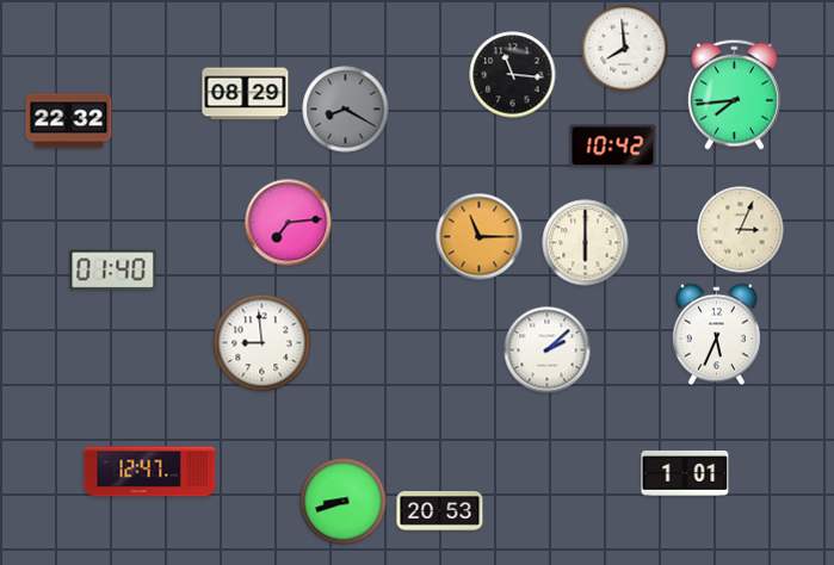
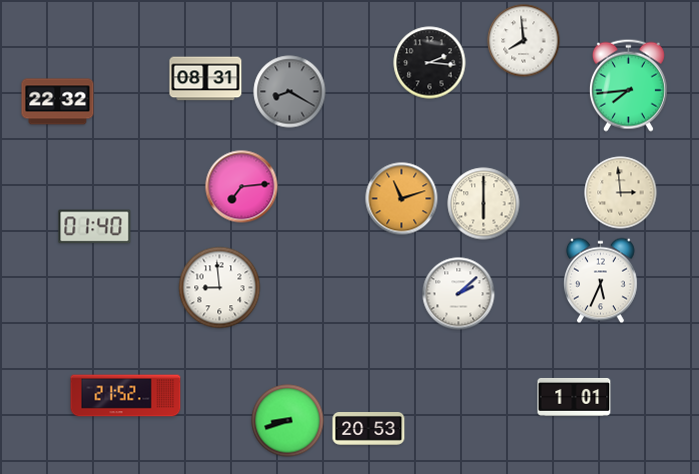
clock at (513, 75): 11:16 -> 2:16
clock at (246, 94): 08:29 -> 08:31
clock at (734, 94) position: (734, 94) -> (628, 85)
clock at (613, 147): 10:42 -> none
clock at (741, 230): 3:04 -> 2:59
clock at (480, 237): 11:15 -> 11:12
clock at (586, 243) position: (586, 243) -> (484, 204)
clock at (150, 472): 12:47 -> 21:52
